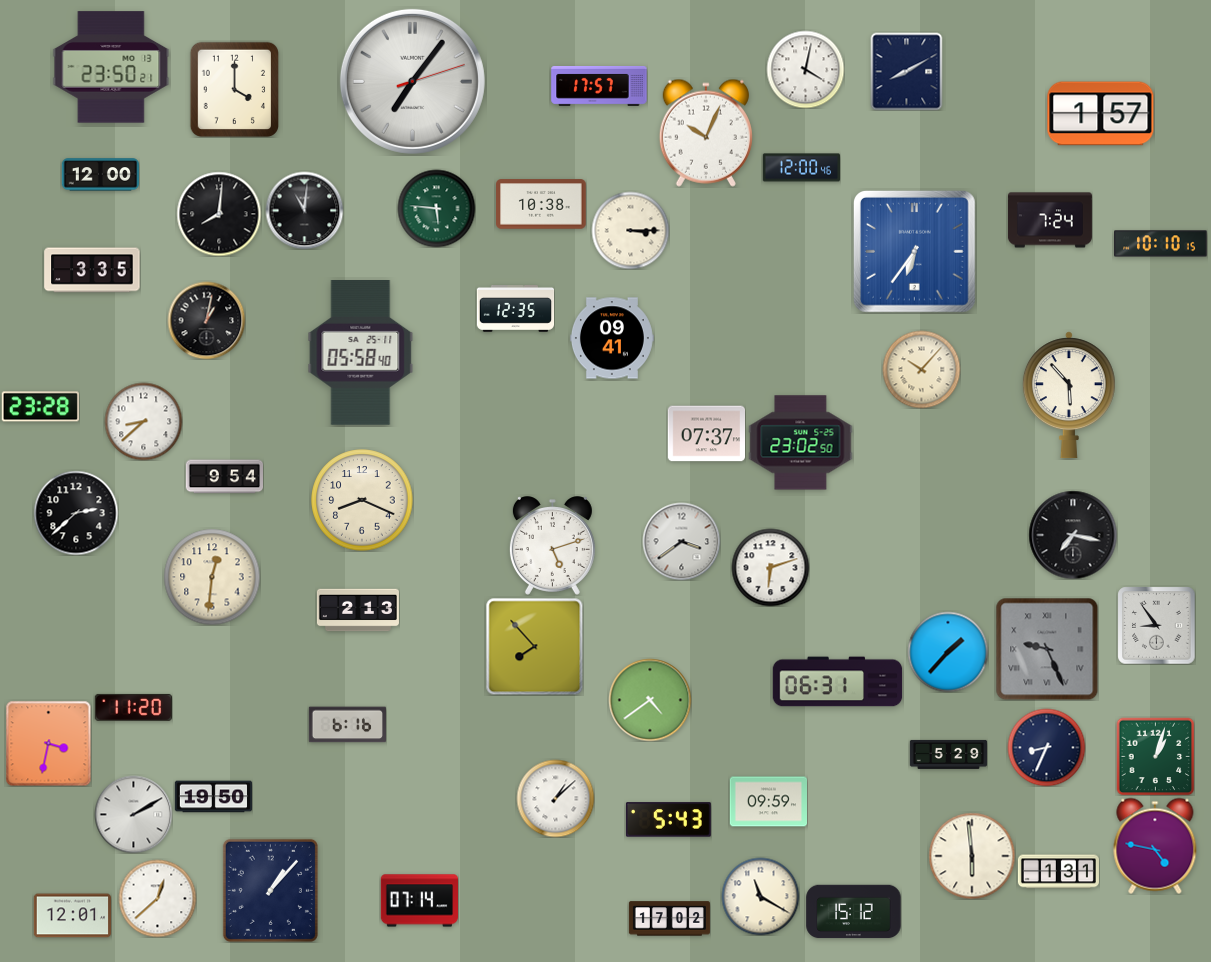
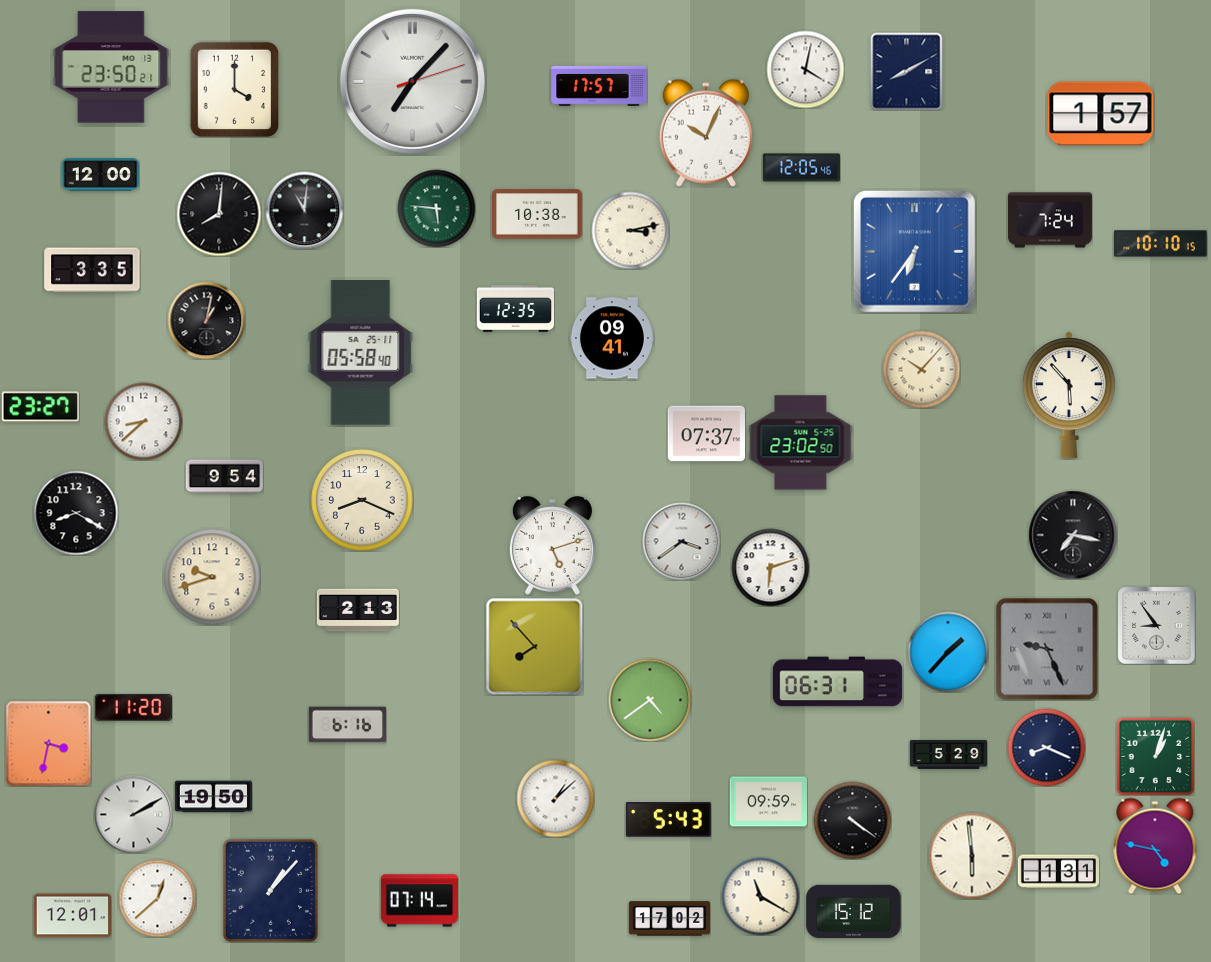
clock at (412, 81): 7:06 -> 7:07
clock at (801, 168): 12:00 -> 12:05
clock at (541, 204) position: (541, 204) -> (537, 214)
clock at (630, 230): 3:15 -> 3:13
clock at (40, 407): 23:28 -> 23:27
clock at (76, 513): 2:38 -> 8:20
clock at (212, 577): 12:31 -> 9:42
clock at (1046, 747): 8:34 -> 8:19
clock at (852, 820): none -> 4:21
